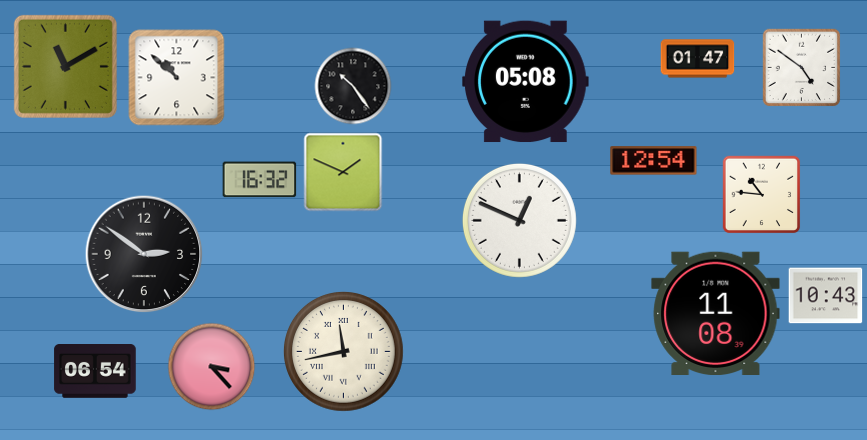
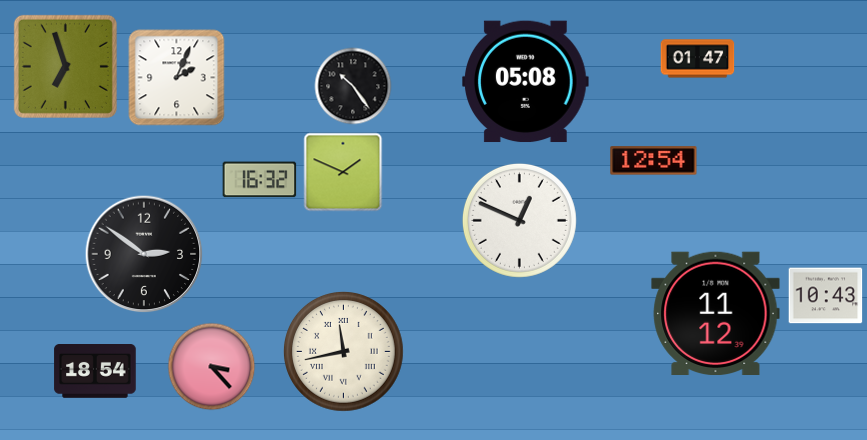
clock at (65, 66): 11:10 -> 6:57
clock at (802, 68): 4:51 -> none
clock at (177, 78): 10:52 -> 2:04
clock at (762, 195): 10:46 -> none
clock at (716, 313): 11:08 -> 11:12
clock at (95, 372): 06:54 -> 18:54
